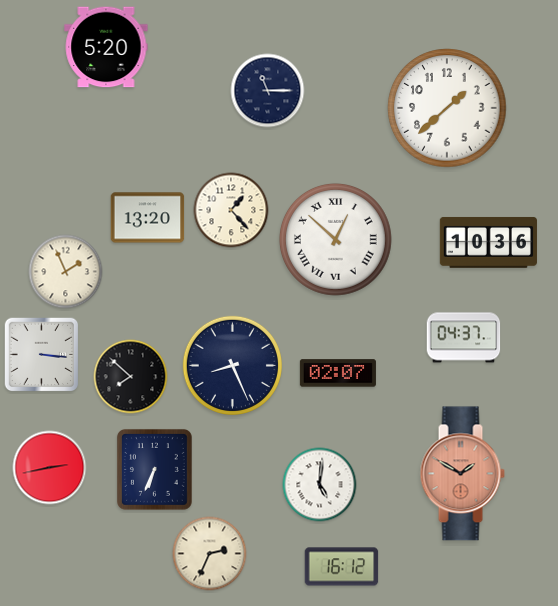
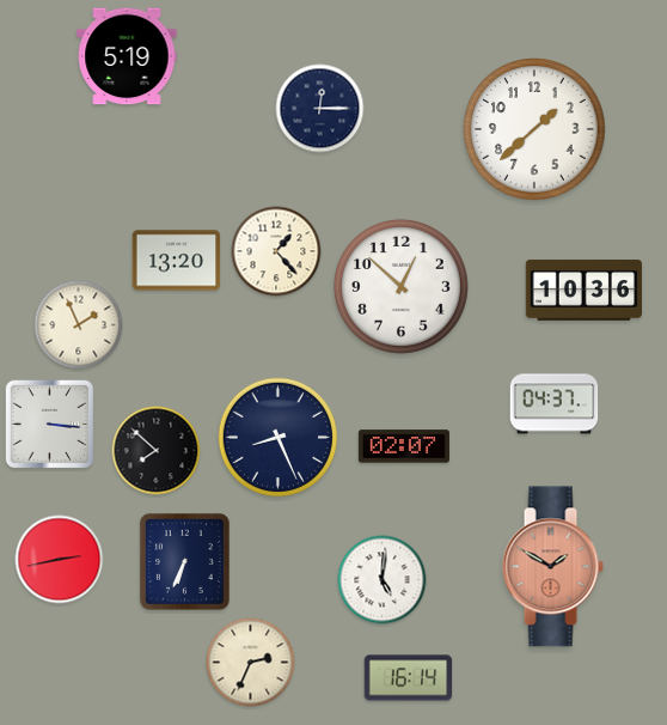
clock at (106, 47): 5:20 -> 5:19
clock at (268, 91): 11:15 -> 12:15
clock at (336, 239) numerals: Roman -> Arabic
clock at (342, 567): 16:12 -> 16:14
